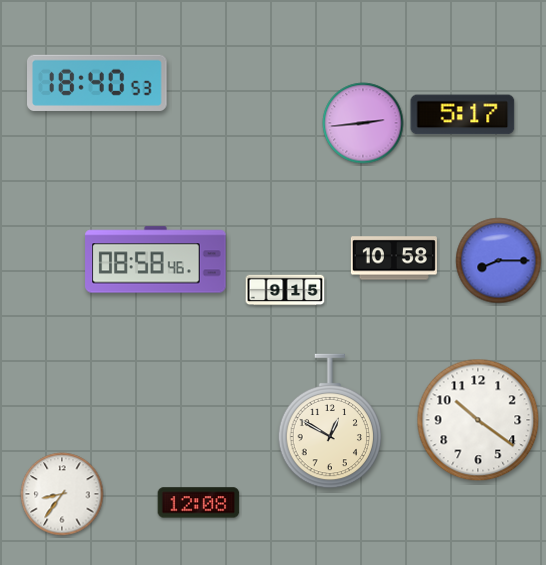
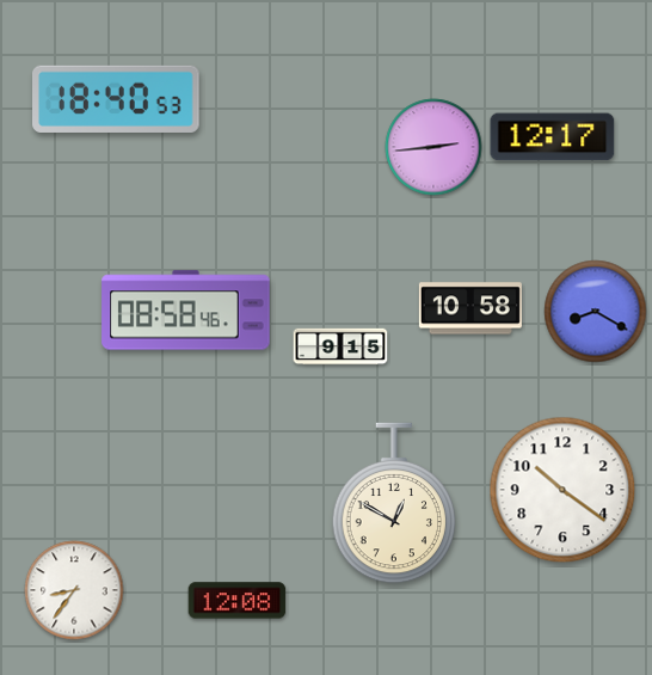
clock at (463, 115): 5:17 -> 12:17
clock at (499, 261): 8:15 -> 8:20
clock at (478, 420) position: (478, 420) -> (562, 490)
